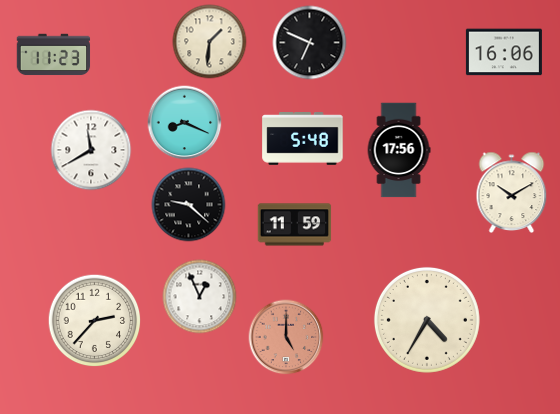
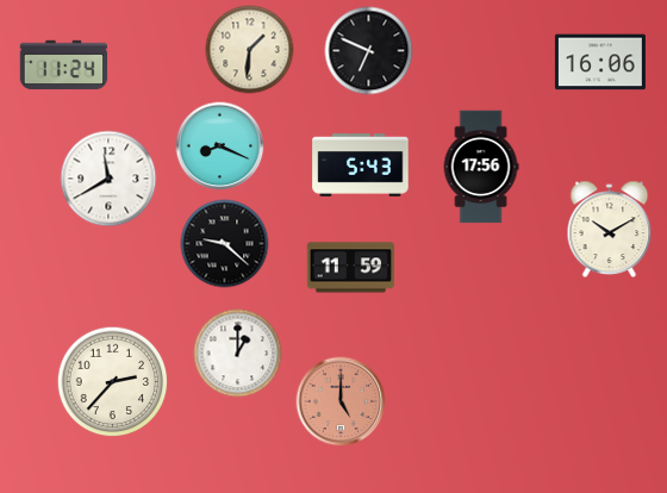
clock at (54, 55): 11:23 -> 11:24
clock at (303, 139): 5:48 -> 5:43
clock at (399, 150) position: (399, 150) -> (481, 167)
clock at (200, 297): 12:56 -> 1:00
clock at (427, 320): 4:35 -> none
